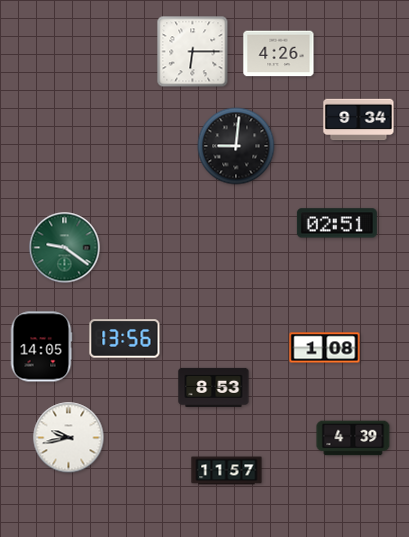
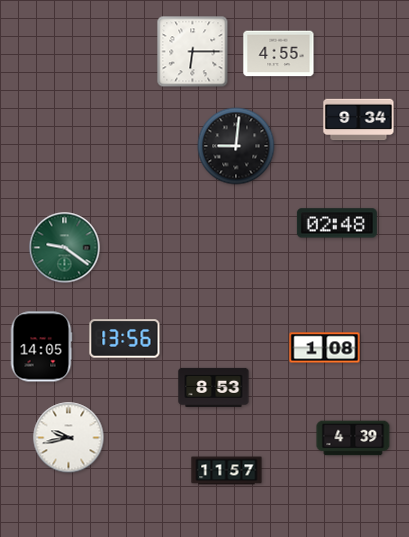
clock at (279, 54): 4:26 -> 4:55
clock at (337, 223): 02:51 -> 02:48
